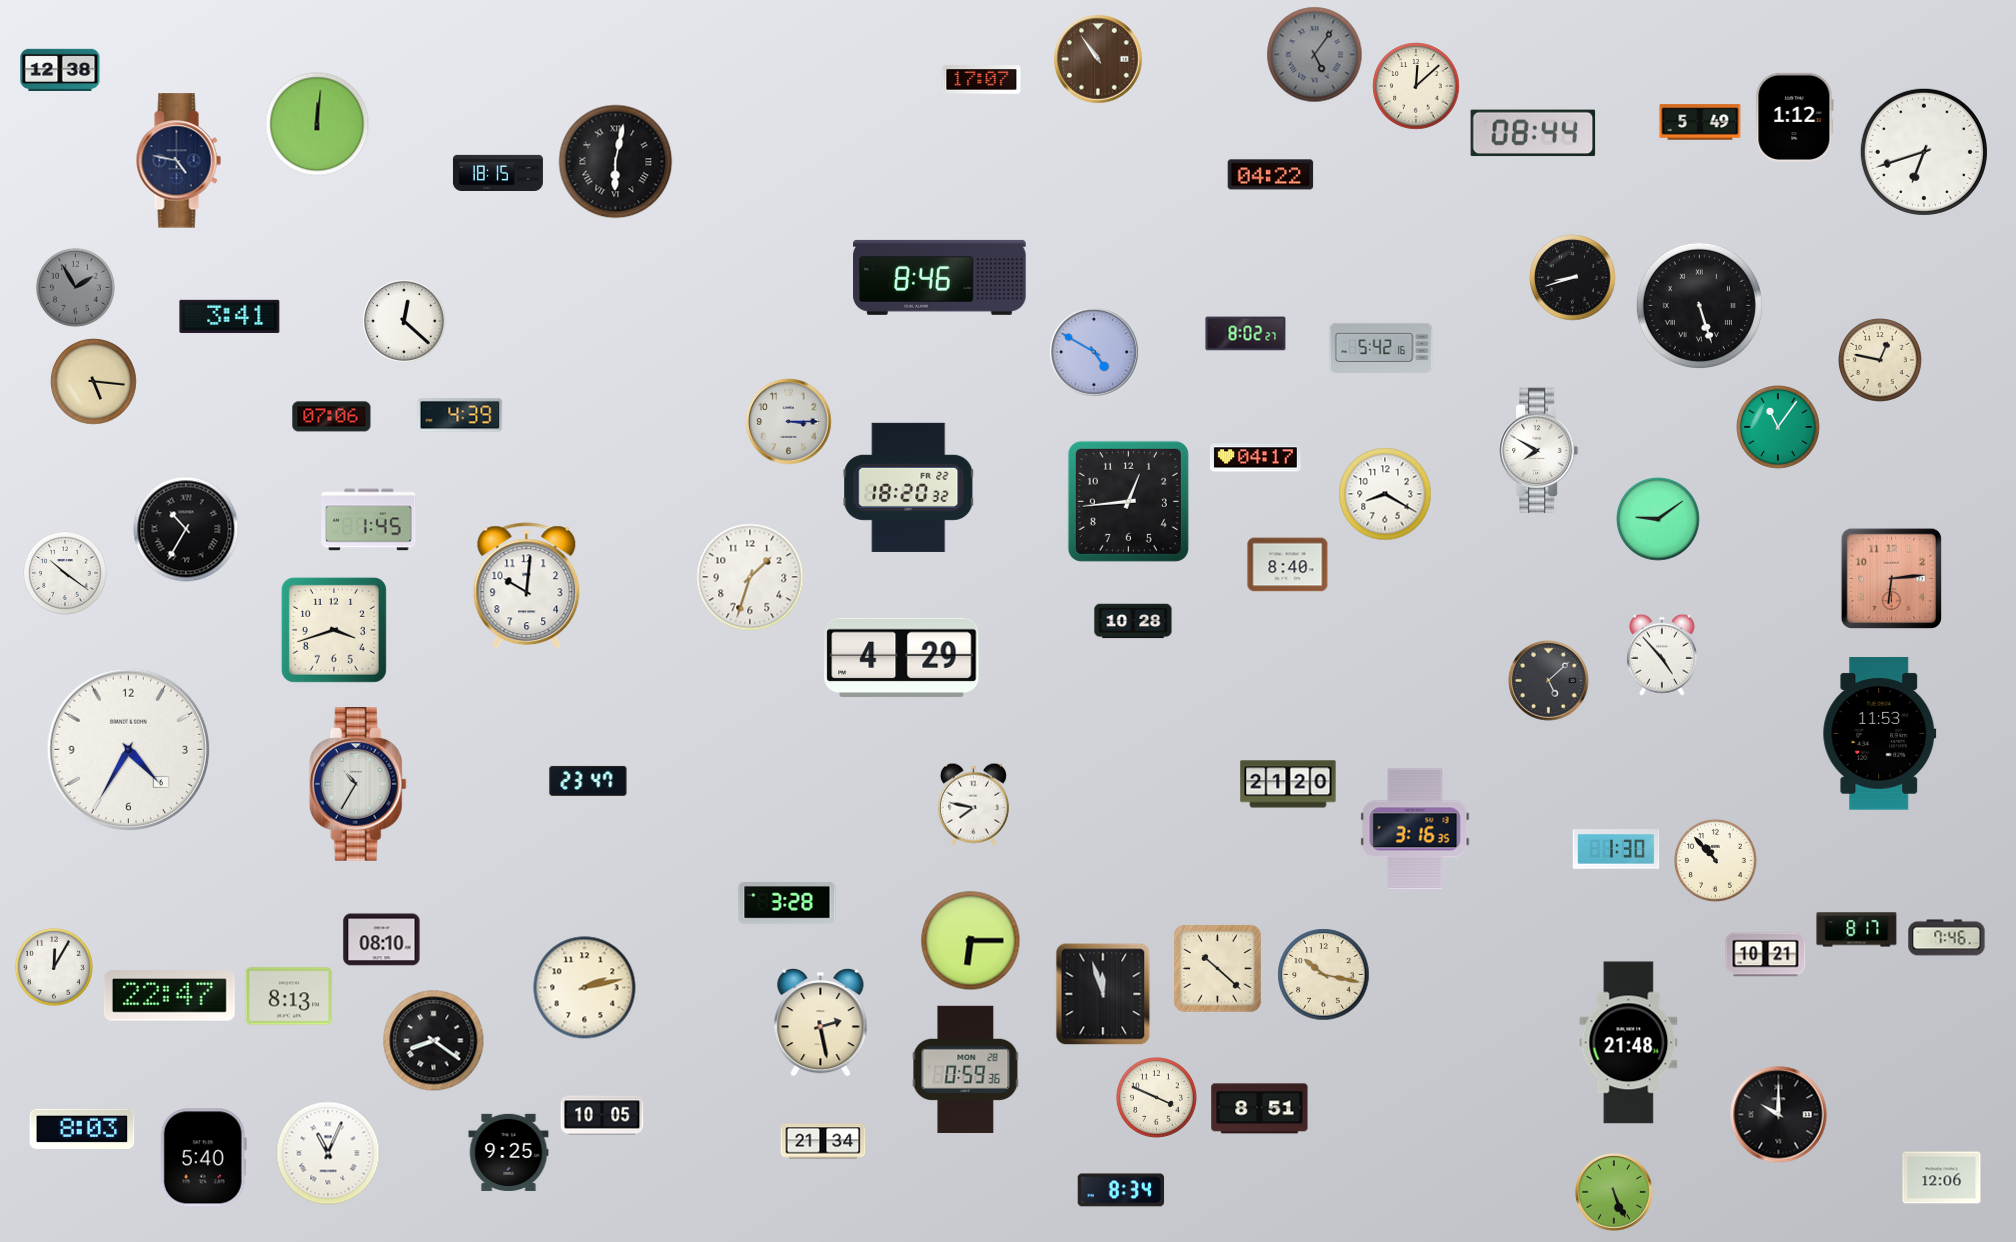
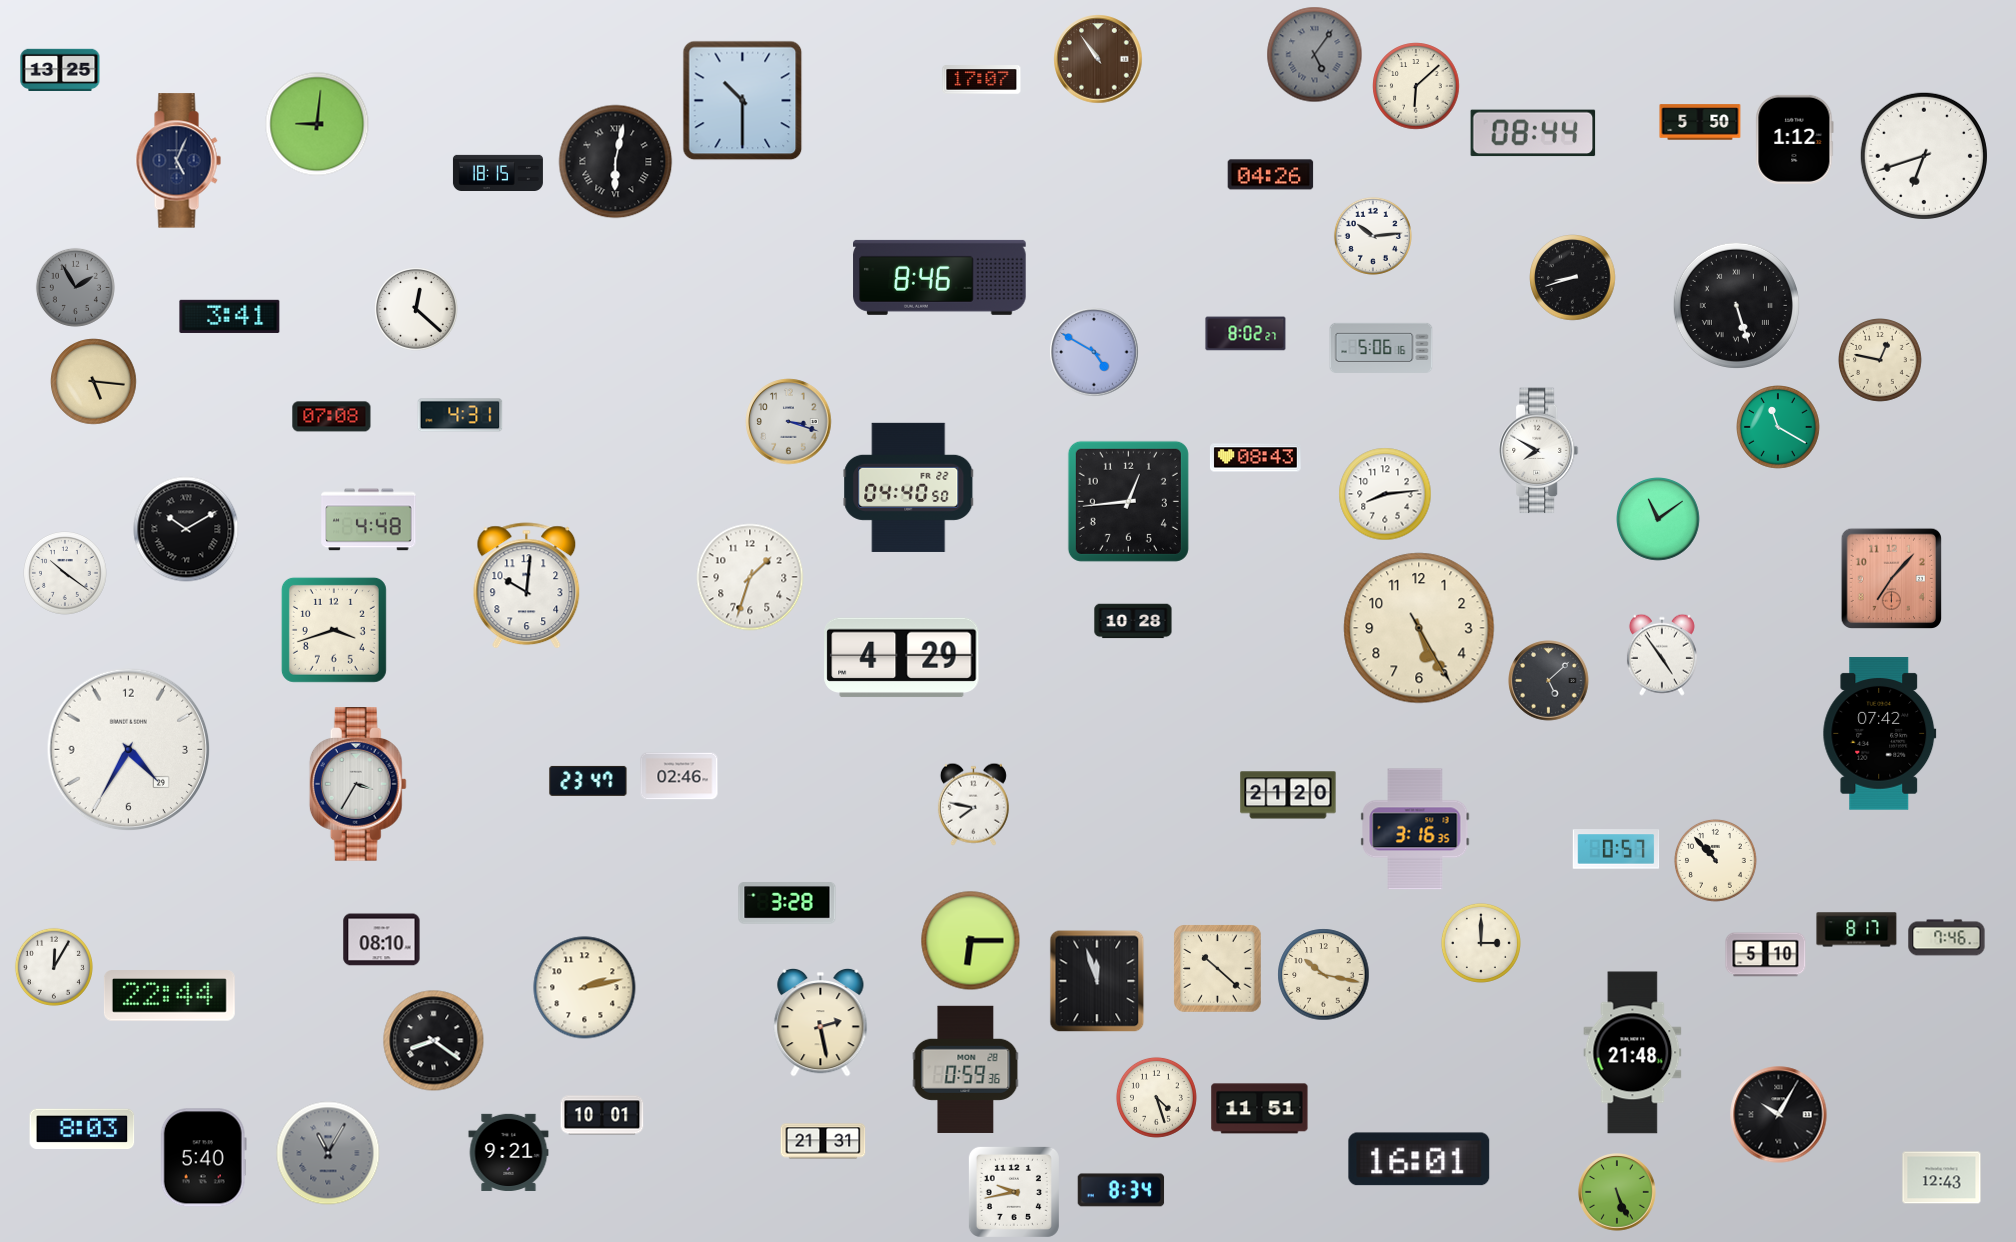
clock at (60, 69): 12:38 -> 13:25
clock at (1416, 86): 12:08 -> 6:08
clock at (743, 101): none -> 10:30
clock at (1795, 117) position: (1795, 117) -> (1795, 139)
clock at (1700, 122): 5:49 -> 5:50
clock at (317, 124): 12:01 -> 9:01
clock at (1924, 152) position: (1924, 152) -> (1924, 156)
clock at (178, 161): 4:47 -> 5:04
clock at (1271, 175): 04:22 -> 04:26
clock at (1373, 236): none -> 10:14
clock at (1699, 305) position: (1699, 305) -> (1736, 305)
clock at (405, 322) position: (405, 322) -> (417, 310)
clock at (1381, 347): 5:42 -> 5:06
clock at (460, 415): 4:39 -> 4:31
clock at (332, 417): 07:06 -> 07:08
clock at (789, 422): 3:15 -> 3:18
clock at (1779, 428): 11:06 -> 11:20
clock at (1255, 458): 04:17 -> 08:43
clock at (909, 487): 18:20 -> 04:40
clock at (1385, 494): 8:20 -> 8:14
clock at (369, 520): 1:45 -> 4:48
clock at (1659, 520): 9:09 -> 11:09
clock at (186, 529): 10:35 -> 10:10
clock at (1288, 565): 8:40 -> none
clock at (1891, 578): 6:14 -> 7:07
clock at (1419, 628): none -> 5:25
clock at (1662, 655): 4:53 -> 4:54
clock at (1880, 734): 11:53 -> 07:42
clock at (129, 750) date: 6 -> 29
clock at (679, 776): none -> 02:46
clock at (358, 784): 10:35 -> 3:35
clock at (1288, 784) position: (1288, 784) -> (1288, 795)
clock at (1616, 849): 1:30 -> 0:57
clock at (1481, 943): none -> 3:00
clock at (1766, 955): 10:21 -> 5:10
clock at (1103, 994) position: (1103, 994) -> (1097, 981)
clock at (169, 996): 22:47 -> 22:44
clock at (289, 996): 8:13 -> none
clock at (1629, 1043) position: (1629, 1043) -> (1633, 1053)
clock at (1156, 1097): 3:49 -> 4:27
clock at (1260, 1109): 8:51 -> 11:51
clock at (602, 1115): 10:05 -> 10:01
clock at (1779, 1115): 10:00 -> 10:05
clock at (823, 1141): 21:34 -> 21:31
clock at (509, 1152): 9:25 -> 9:21
clock at (328, 1153): 11:04 -> 11:05
clock at (328, 1153) dial: white -> grey
clock at (1419, 1159): none -> 16:01
clock at (1942, 1178): 12:06 -> 12:43
clock at (1014, 1192): none -> 9:43
clock at (1614, 1192) position: (1614, 1192) -> (1617, 1192)
